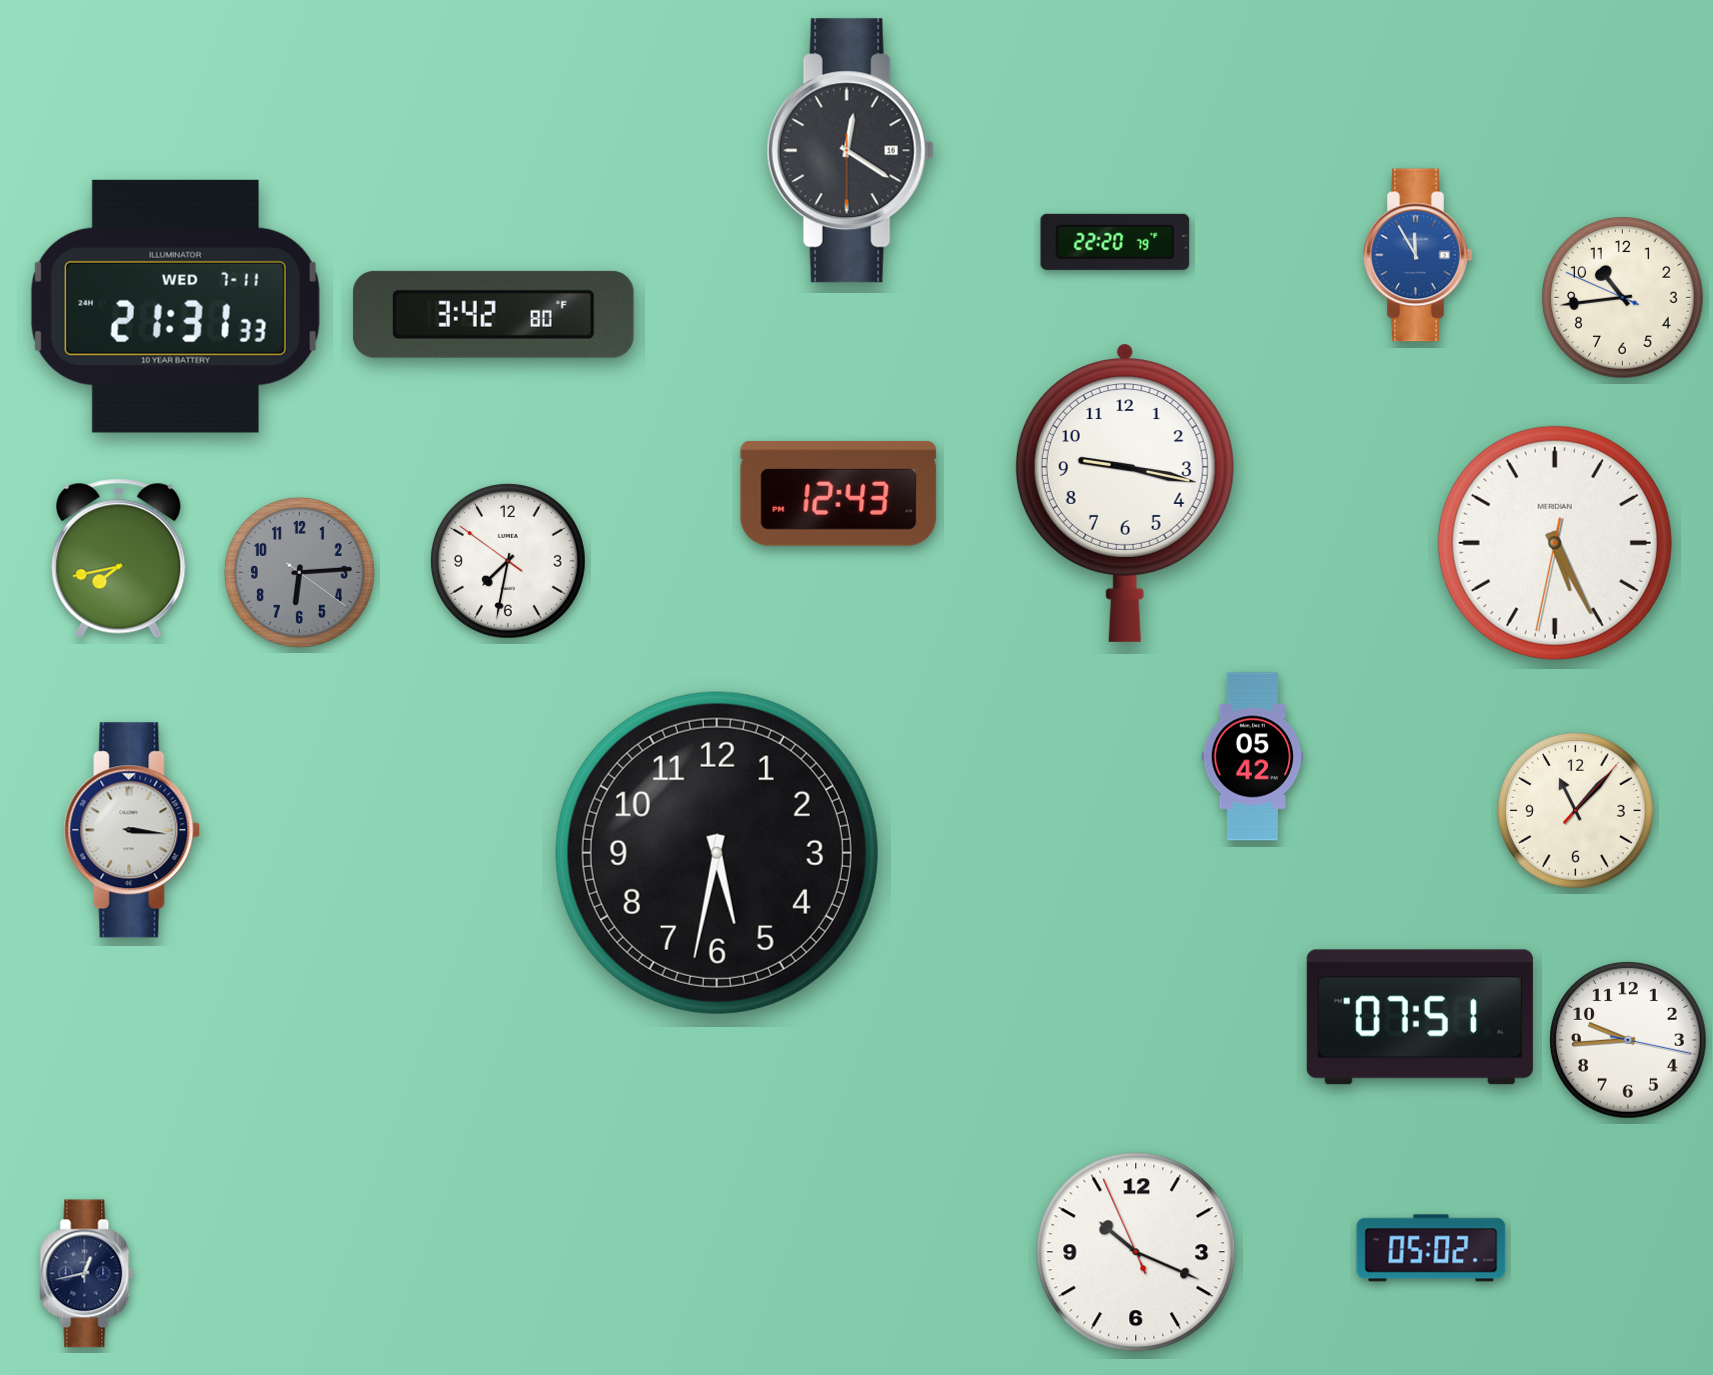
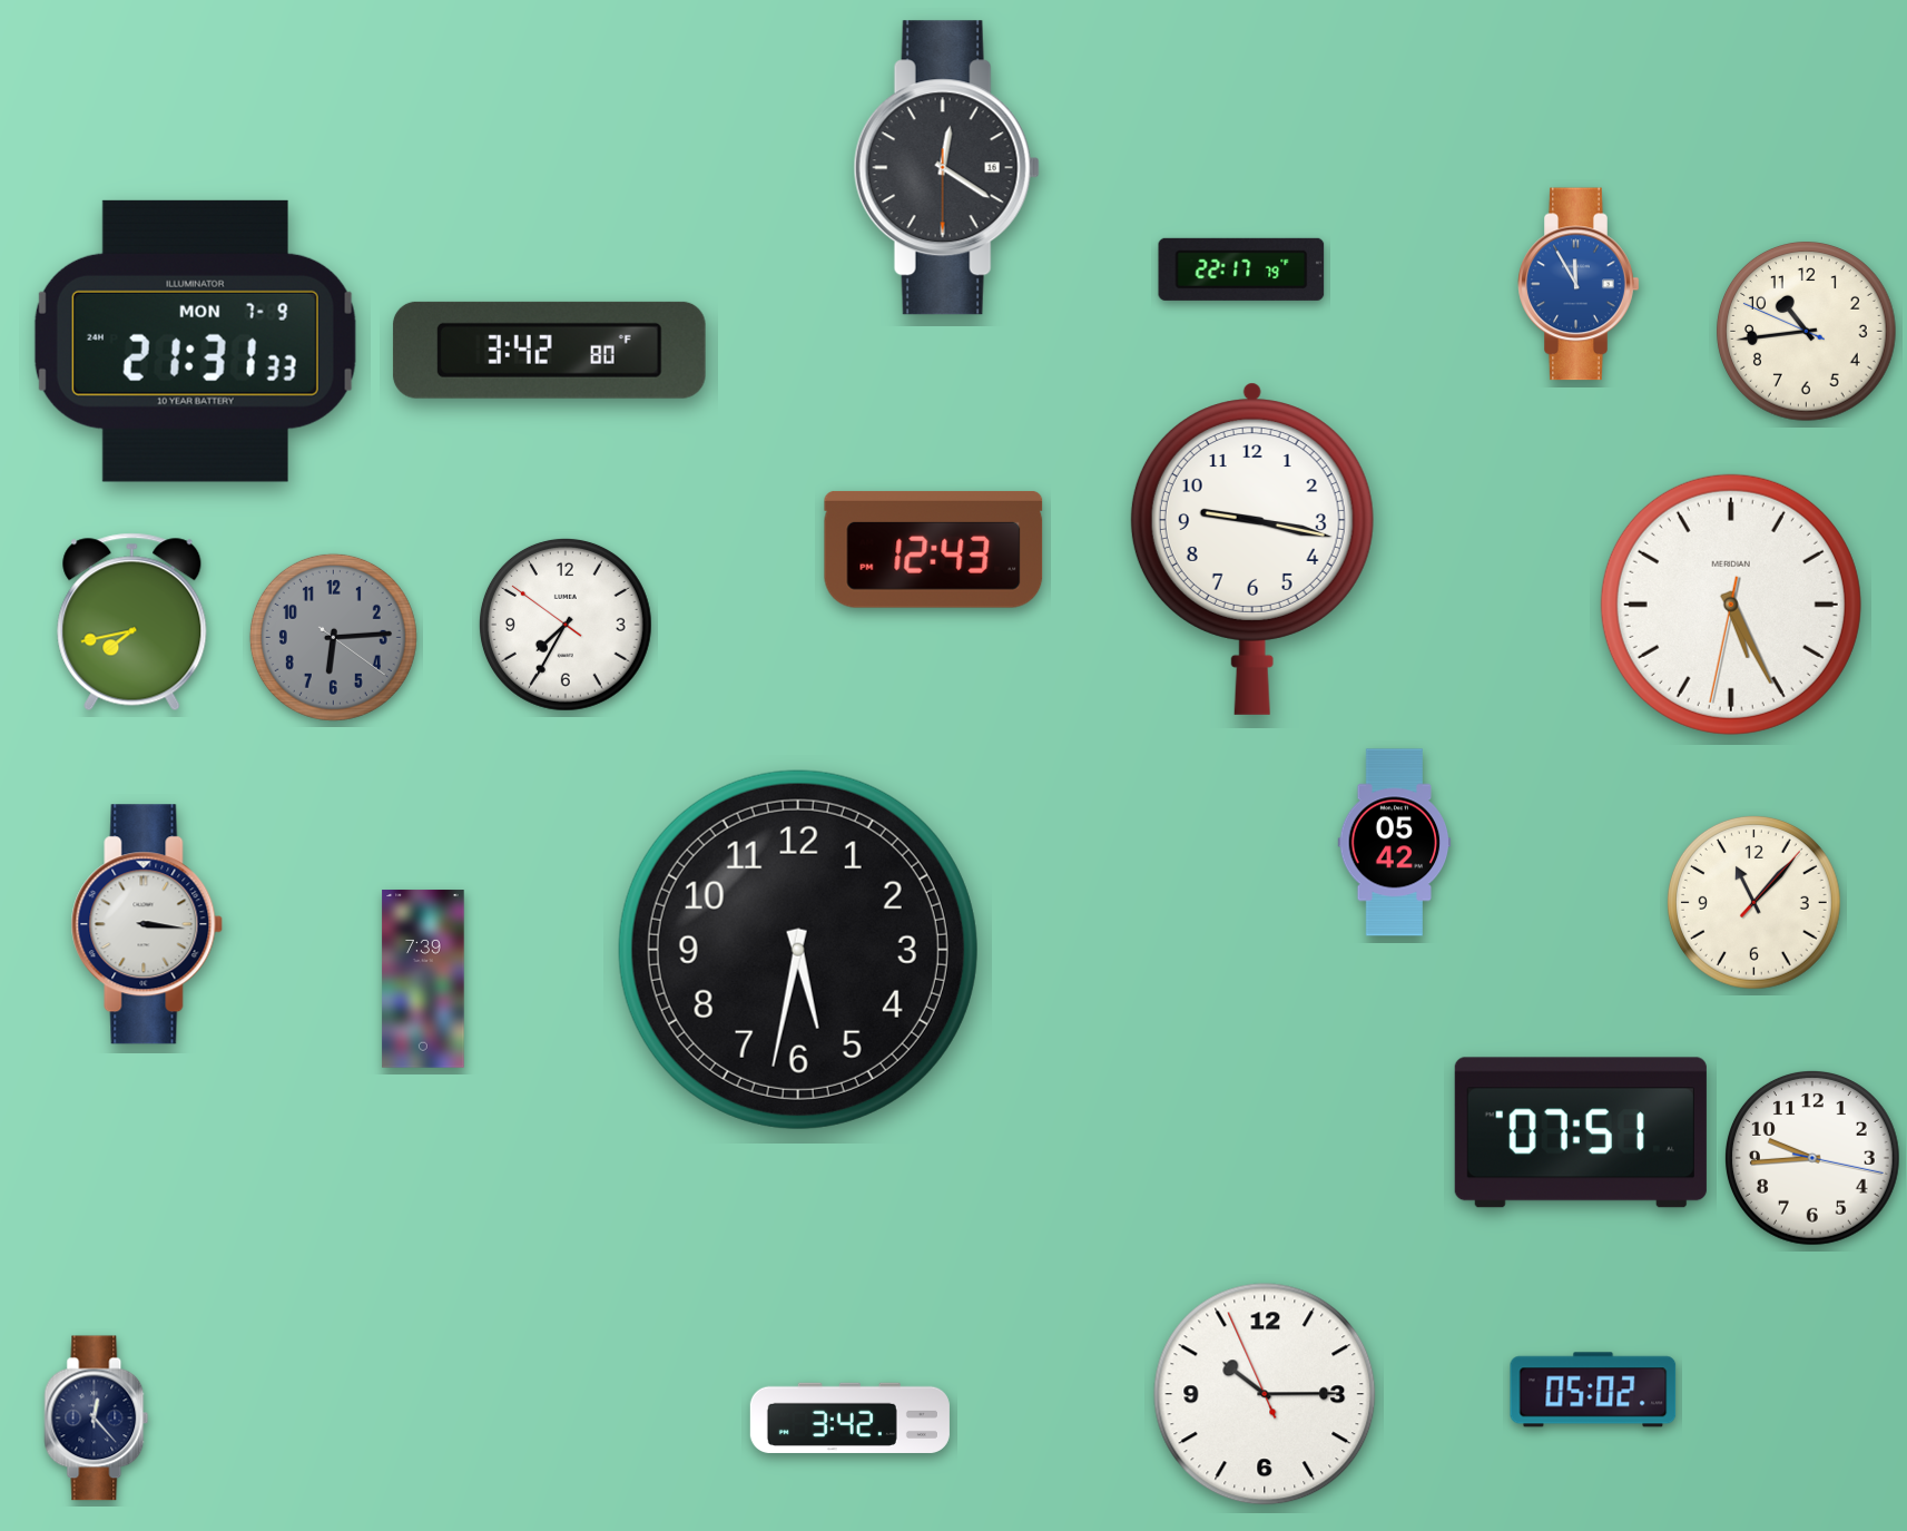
clock at (1115, 242): 22:20 -> 22:17
clock at (175, 306) date: WED 7-11 -> MON 7-9
clock at (508, 561): 7:31 -> 7:34
clock at (423, 979): none -> 7:39
clock at (1136, 1252): 10:18 -> 10:14
clock at (849, 1417): none -> 3:42
clock at (87, 1274): 12:43 -> 12:23
